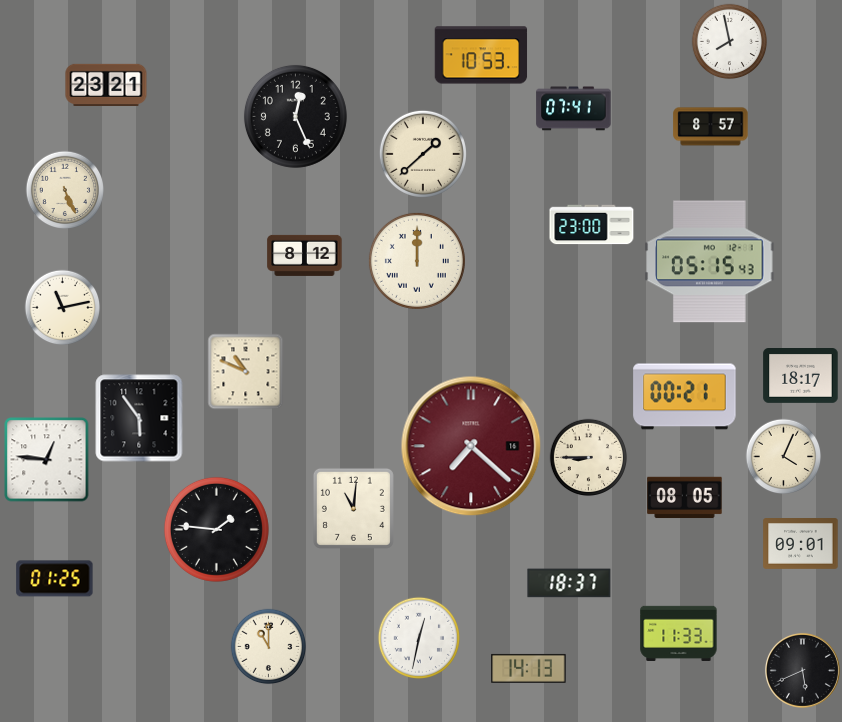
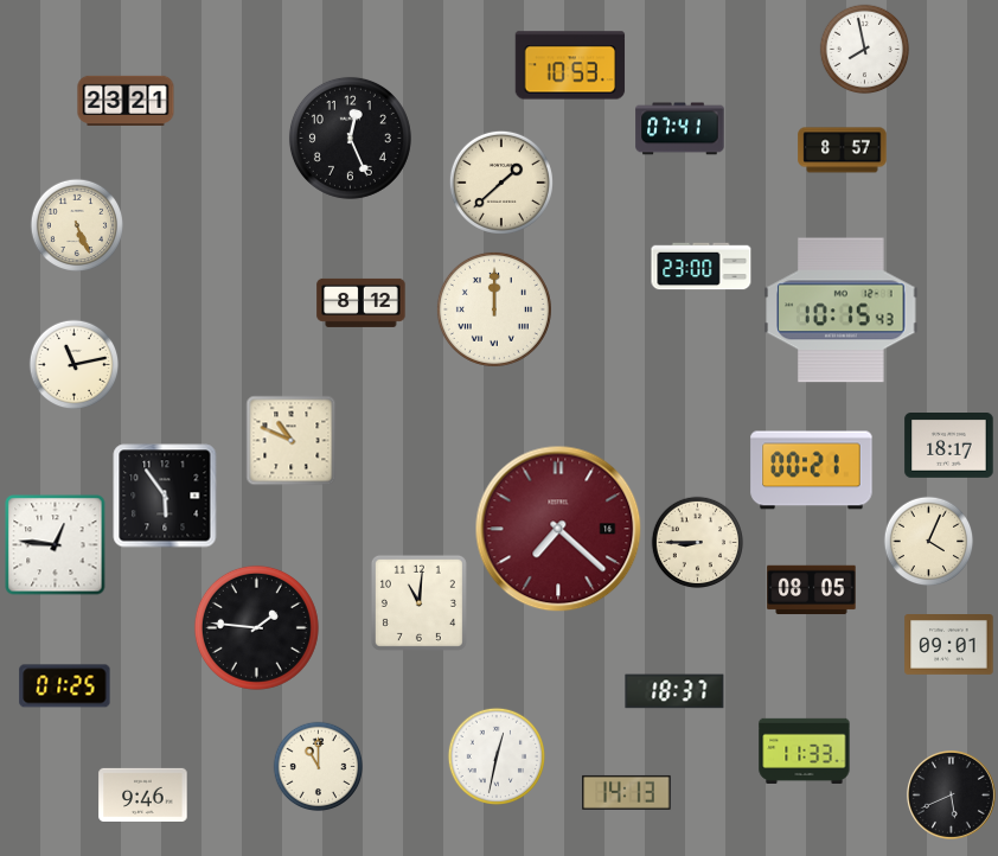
clock at (710, 262): 05:15 -> 10:15
clock at (143, 794): none -> 9:46
